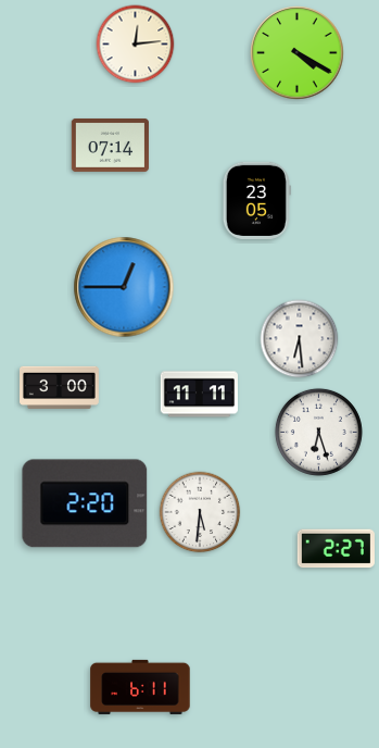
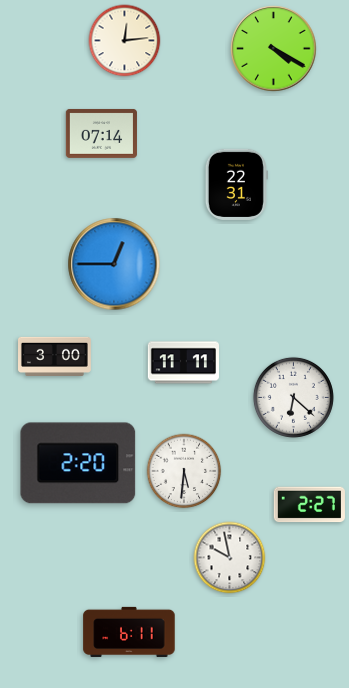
clock at (256, 200): 23:05 -> 22:31
clock at (300, 339): 6:29 -> none
clock at (318, 432): 6:27 -> 6:22
clock at (230, 558): none -> 9:58
